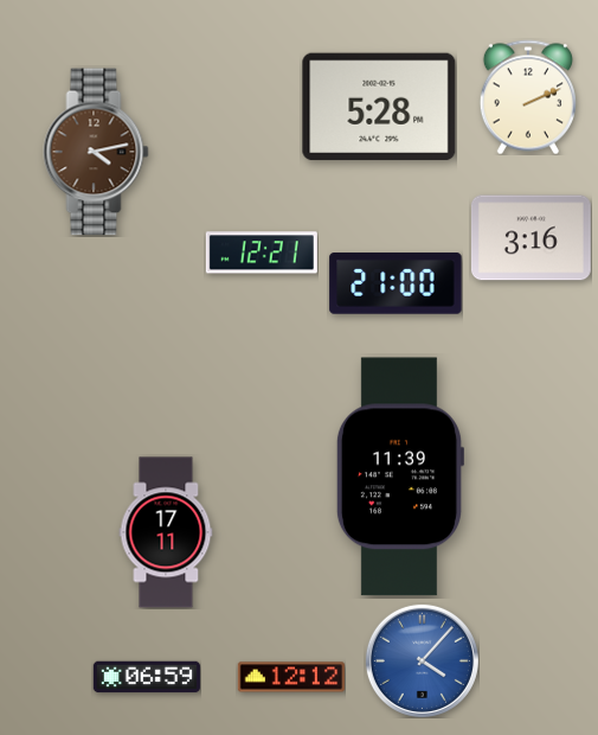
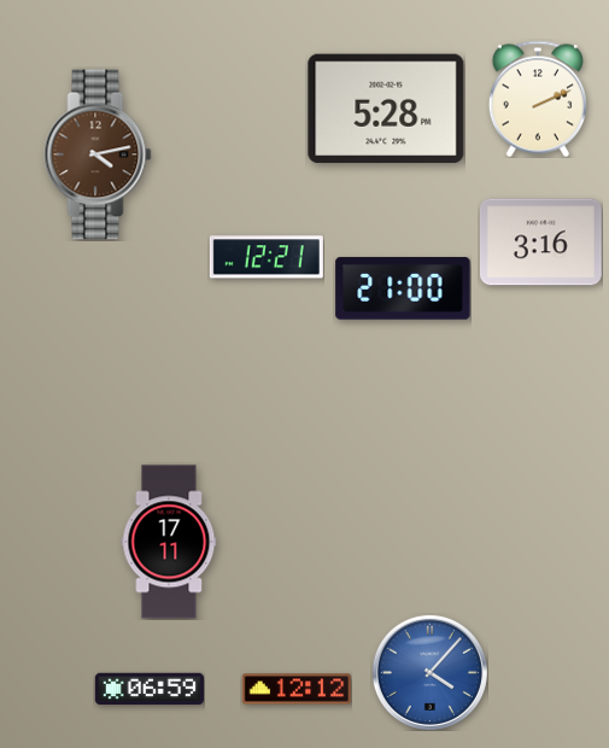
clock at (399, 477): 11:39 -> none
